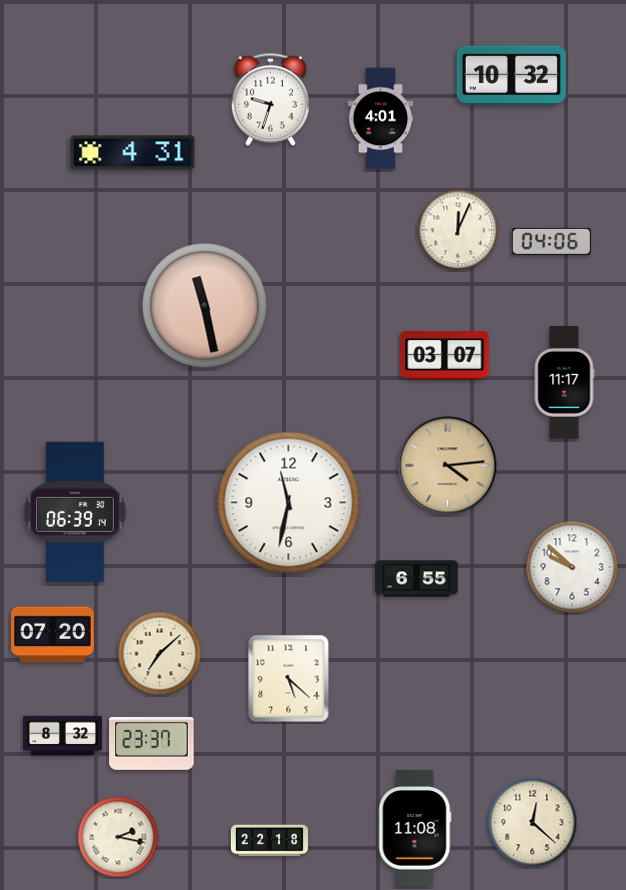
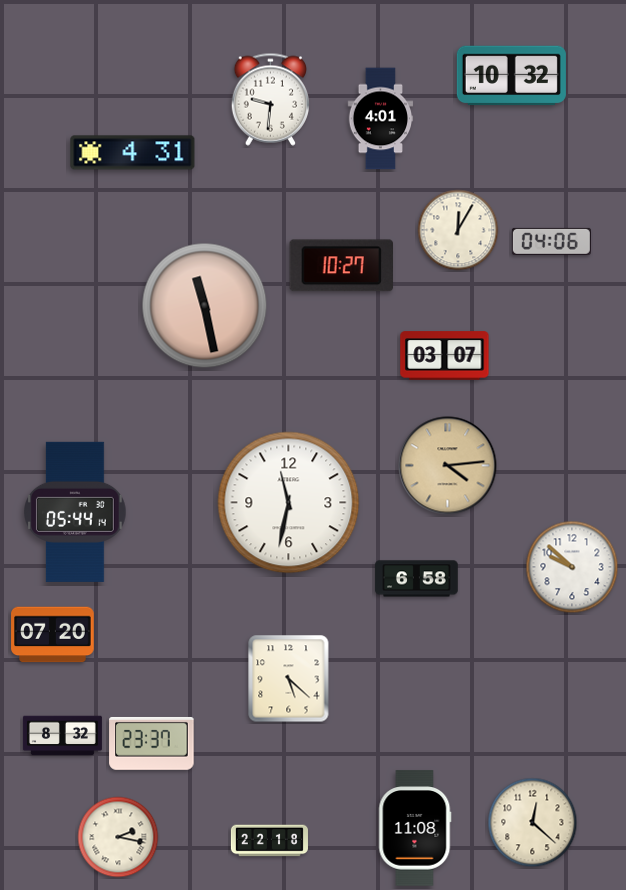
clock at (270, 99): 9:33 -> 9:31
clock at (458, 230): 12:04 -> 12:05
clock at (342, 266): none -> 10:27
clock at (564, 383): 11:17 -> none
clock at (76, 512): 06:39 -> 05:44
clock at (417, 579): 6:55 -> 6:58
clock at (160, 654): 7:08 -> none
